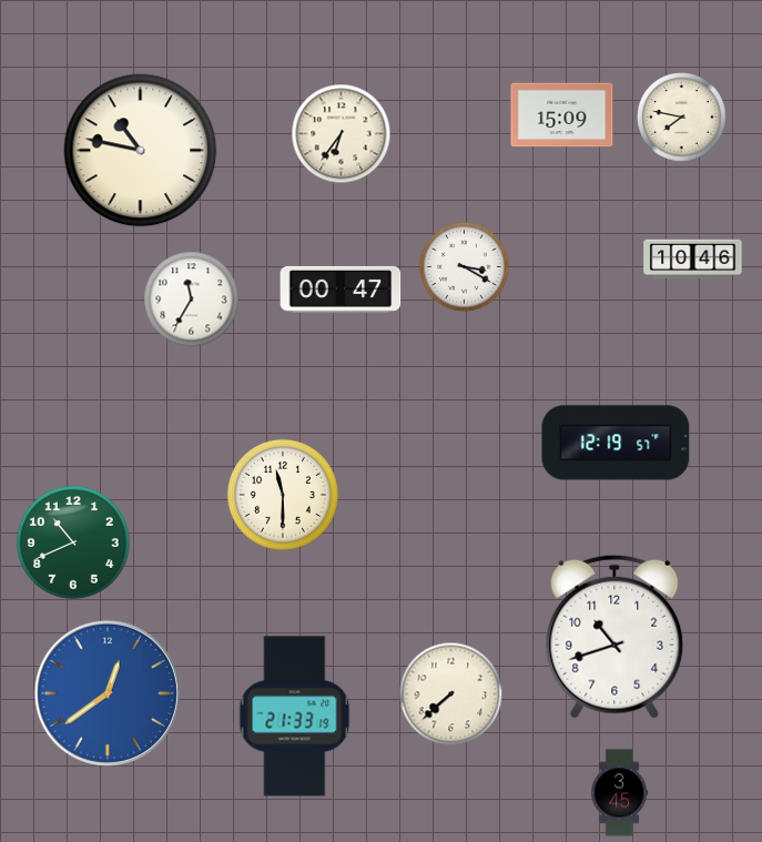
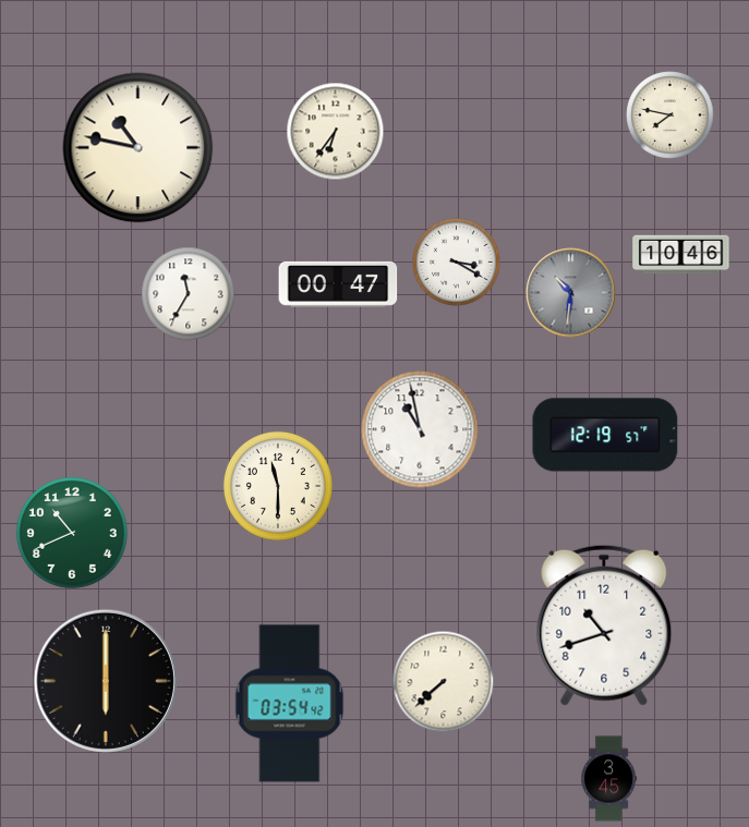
clock at (562, 115): 15:09 -> none
clock at (341, 290) position: (341, 290) -> (338, 284)
clock at (571, 293): none -> 10:31
clock at (420, 429): none -> 10:58
clock at (108, 693): 12:39 -> 6:00
clock at (108, 693) dial: blue -> black
clock at (295, 717): 21:33 -> 03:54
